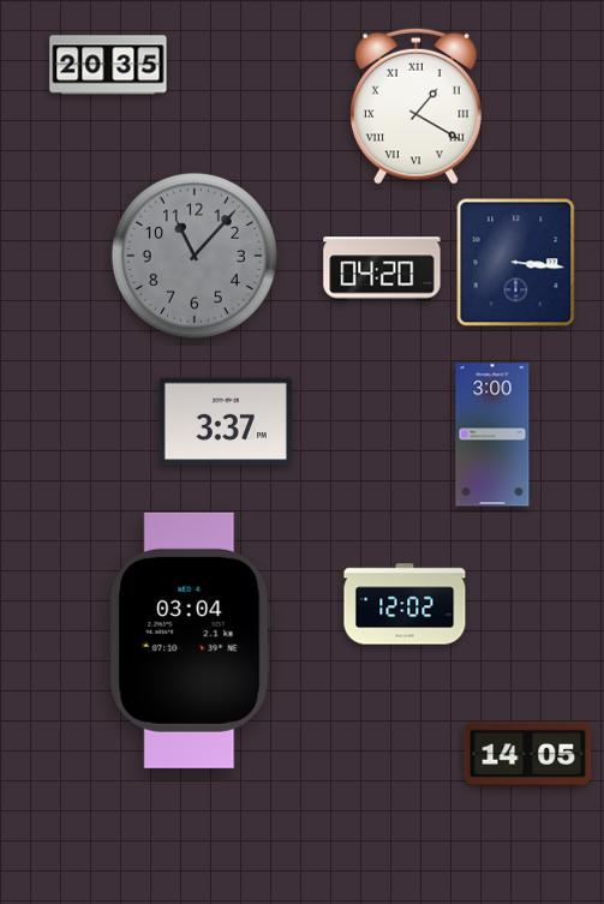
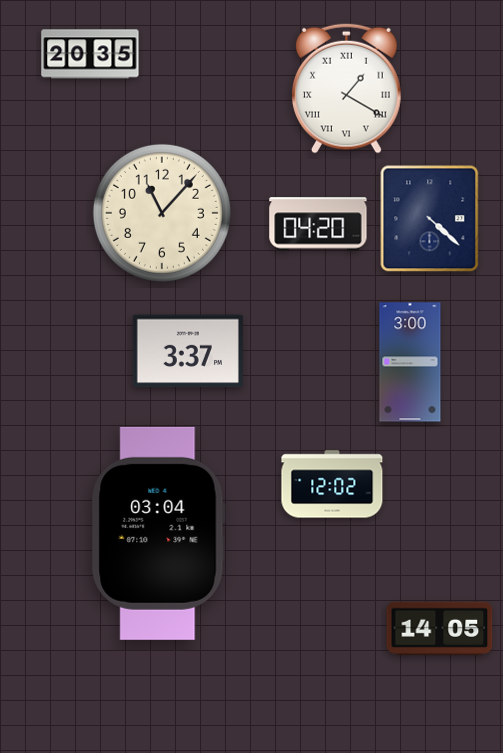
clock at (195, 256) dial: grey -> cream
clock at (516, 263): 3:16 -> 4:22
clock at (405, 604) position: (405, 604) -> (332, 484)
